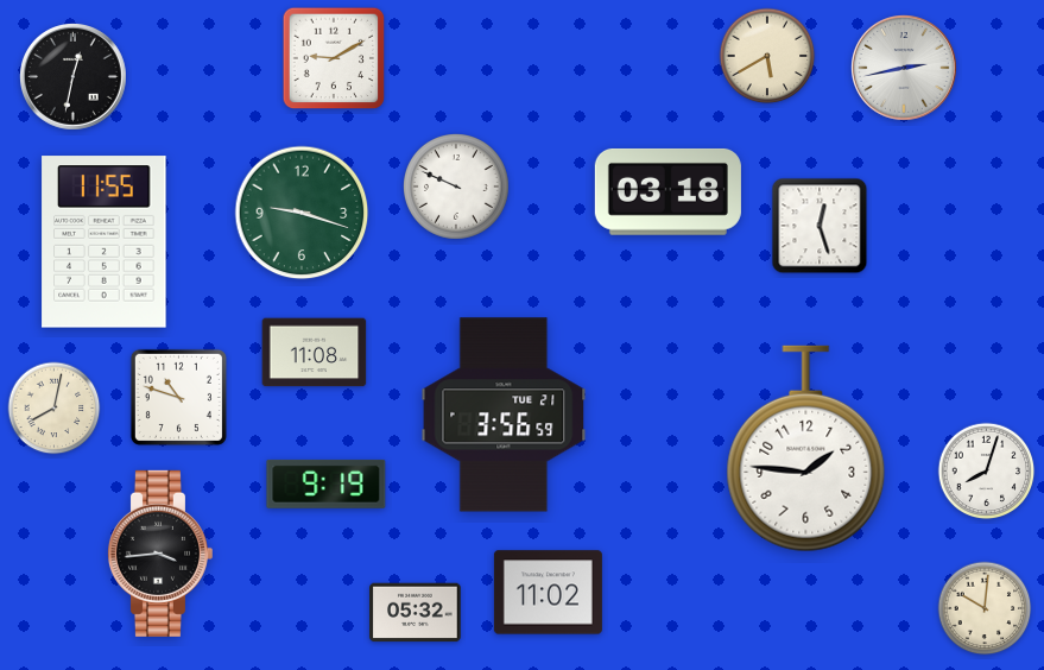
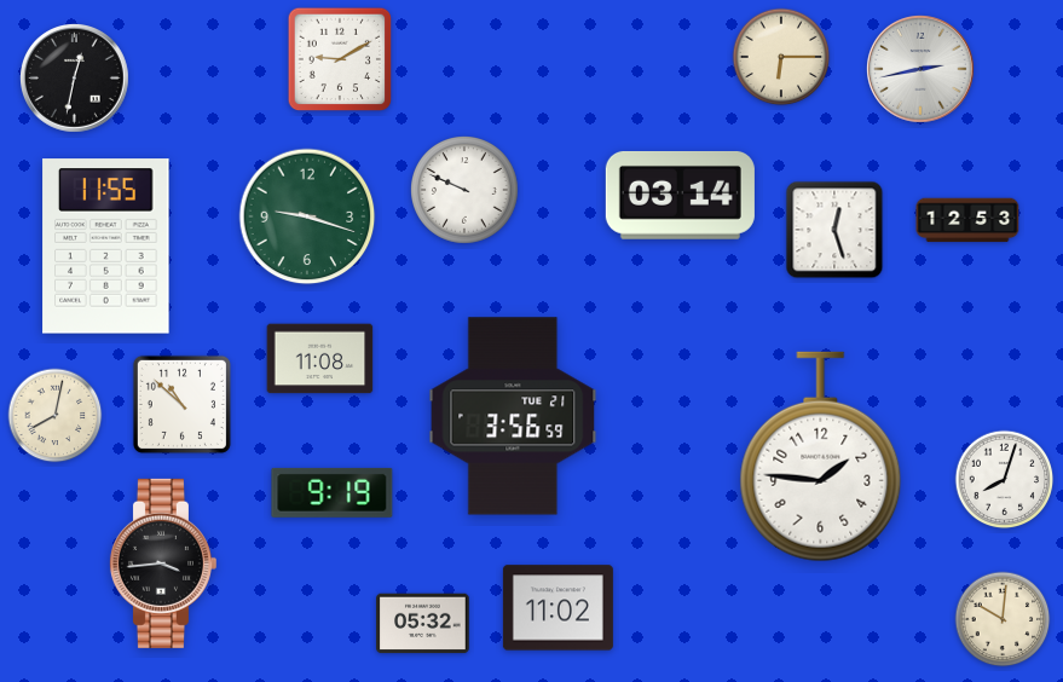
clock at (767, 56): 5:40 -> 6:15
clock at (667, 191): 03:18 -> 03:14
clock at (967, 220): none -> 12:53
clock at (178, 397): 10:48 -> 10:52
clock at (504, 415) position: (504, 415) -> (513, 416)
clock at (548, 593) position: (548, 593) -> (558, 608)
